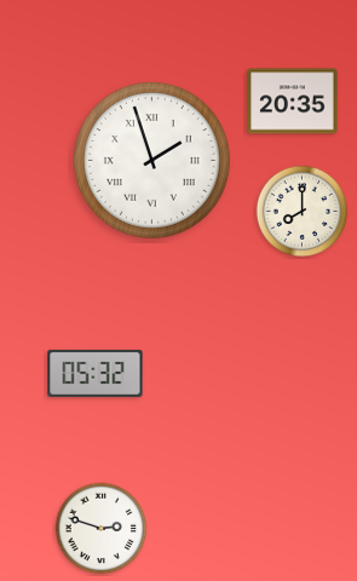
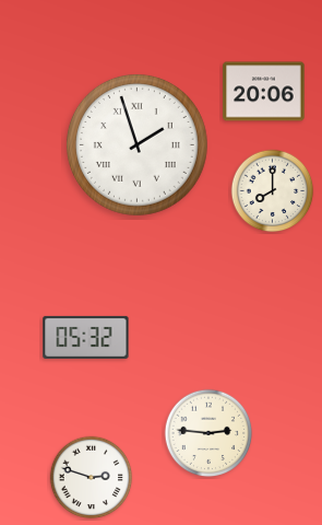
clock at (293, 102): 20:35 -> 20:06
clock at (208, 433): none -> 2:46
